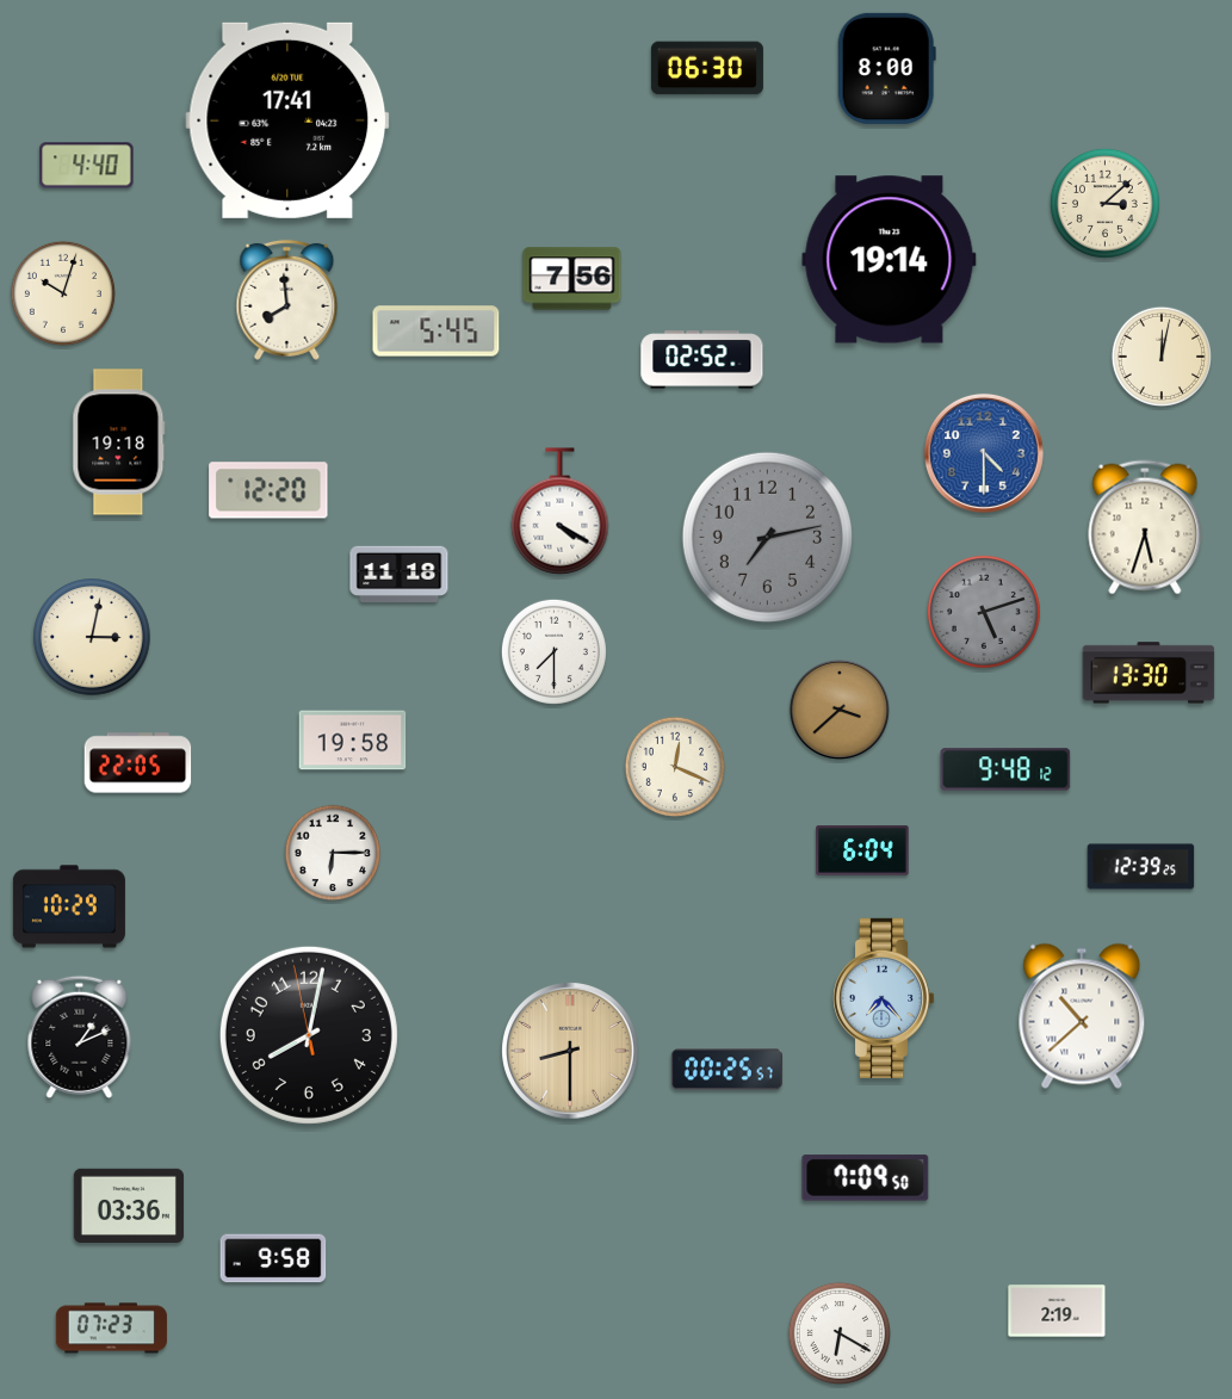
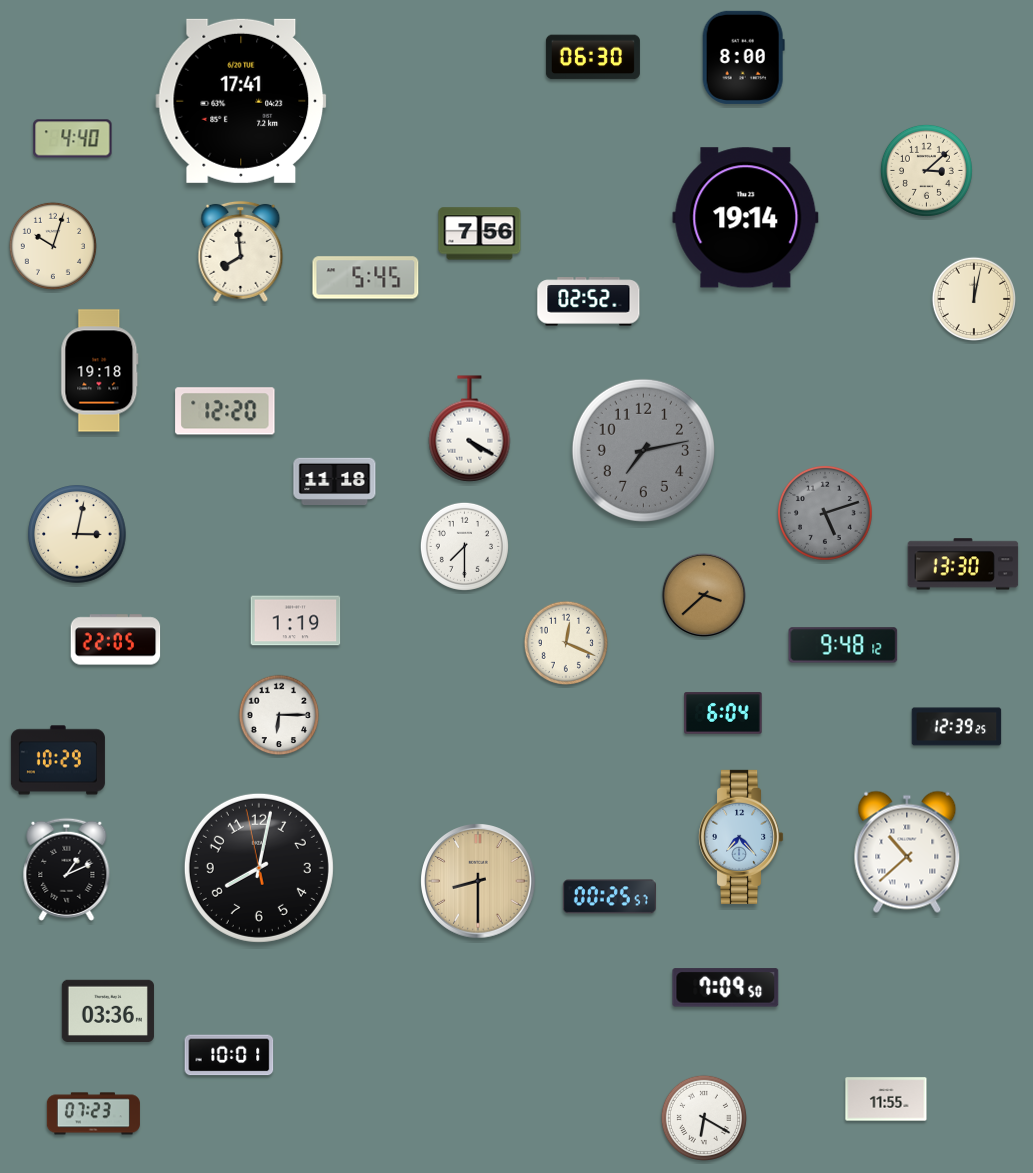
clock at (984, 453): 4:30 -> none
clock at (1145, 527): 5:33 -> none
clock at (353, 741): 19:58 -> 1:19
clock at (273, 1258): 9:58 -> 10:01
clock at (1057, 1311): 2:19 -> 11:55
